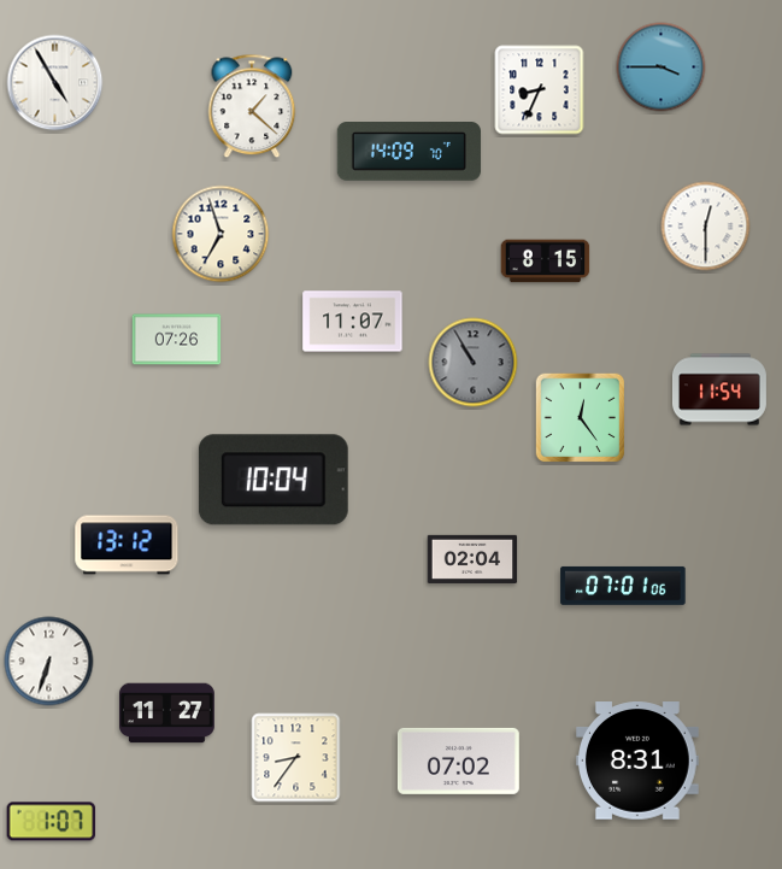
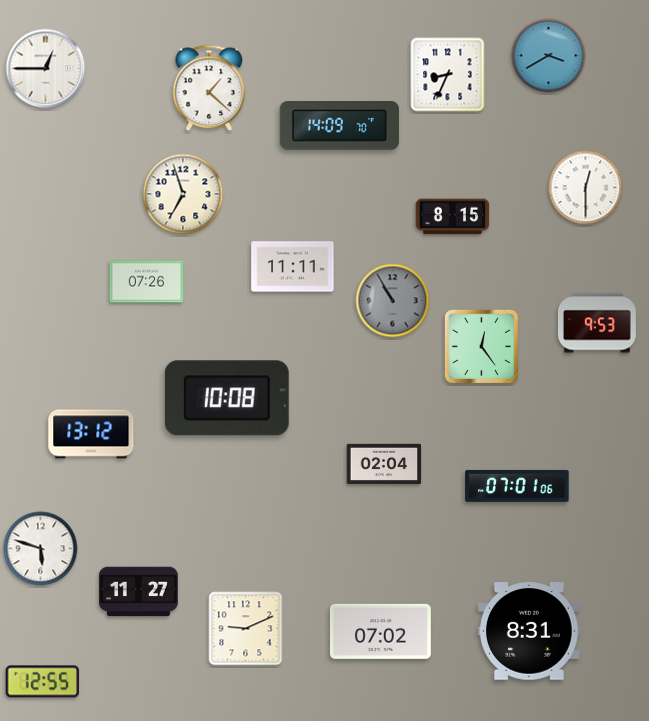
clock at (662, 67): 3:45 -> 3:40
clock at (55, 83): 4:55 -> 12:45
clock at (353, 322): 11:07 -> 11:11
clock at (719, 389): 11:54 -> 9:53
clock at (274, 480): 10:04 -> 10:08
clock at (127, 545) position: (127, 545) -> (91, 434)
clock at (472, 558) position: (472, 558) -> (384, 463)
clock at (49, 662): 6:33 -> 5:48
clock at (296, 758): 8:36 -> 9:11
clock at (52, 822): 1:07 -> 12:55
